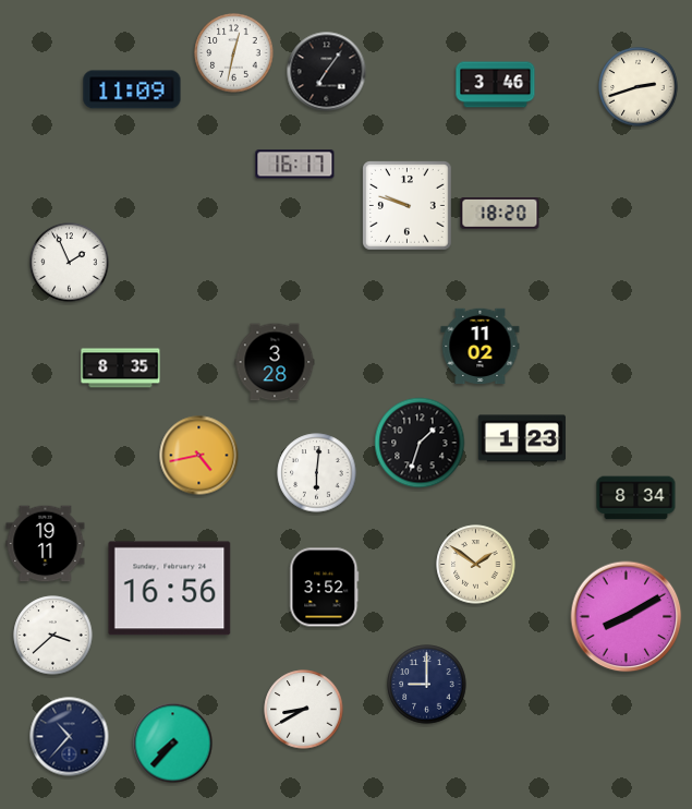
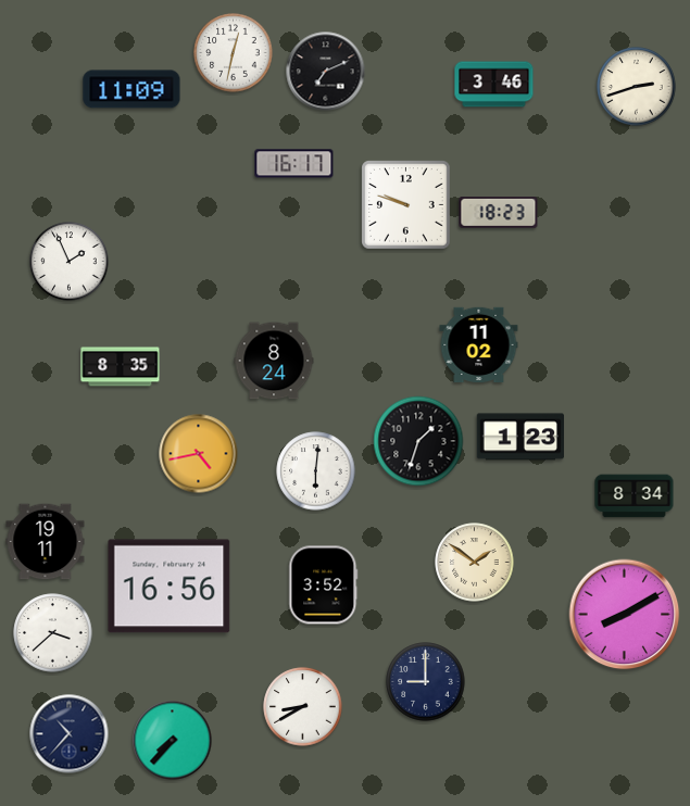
clock at (327, 72): 7:06 -> 7:11
clock at (500, 214): 18:20 -> 18:23
clock at (275, 362): 3:28 -> 8:24
